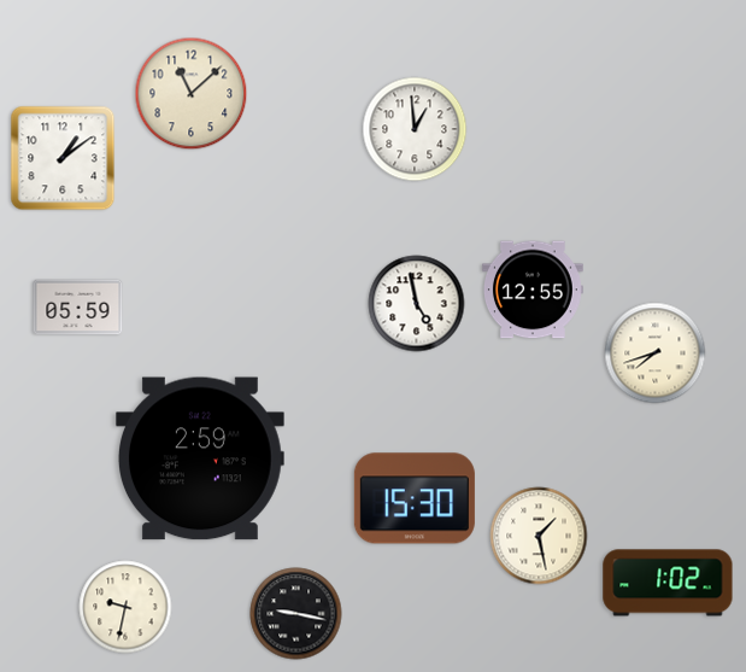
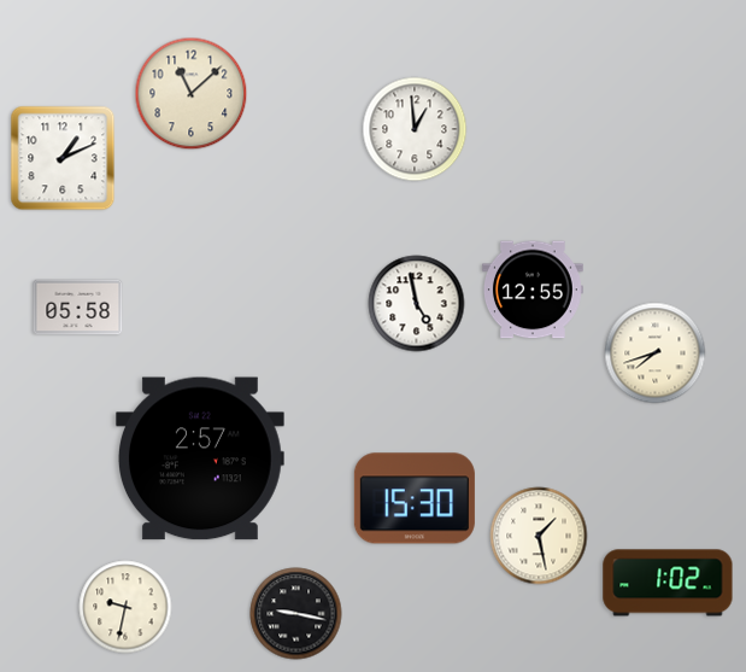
clock at (63, 158): 1:09 -> 1:11
clock at (78, 308): 05:59 -> 05:58
clock at (200, 458): 2:59 -> 2:57
